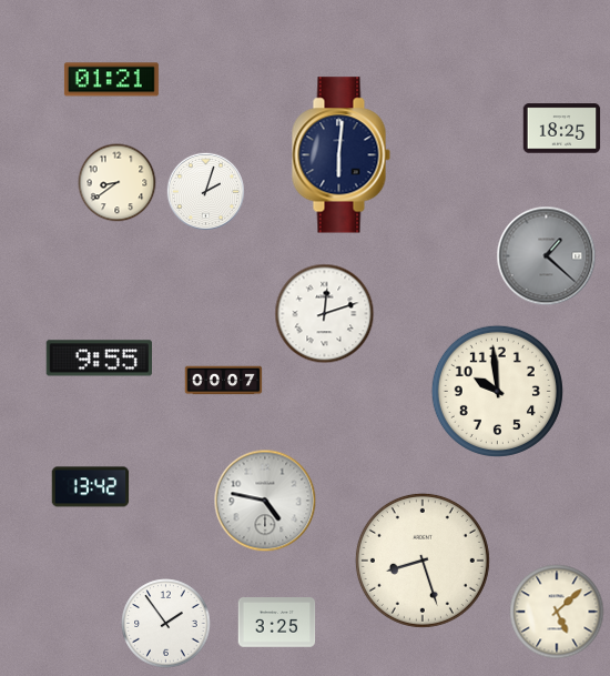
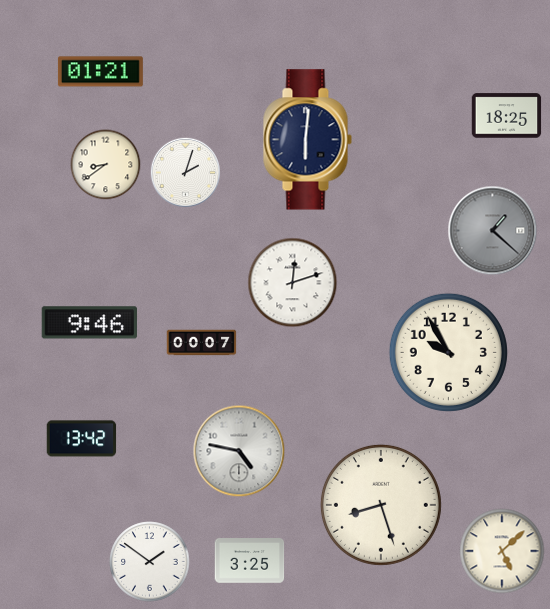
clock at (99, 359): 9:55 -> 9:46
clock at (497, 391): 9:59 -> 9:55
clock at (166, 624): 1:54 -> 1:51
